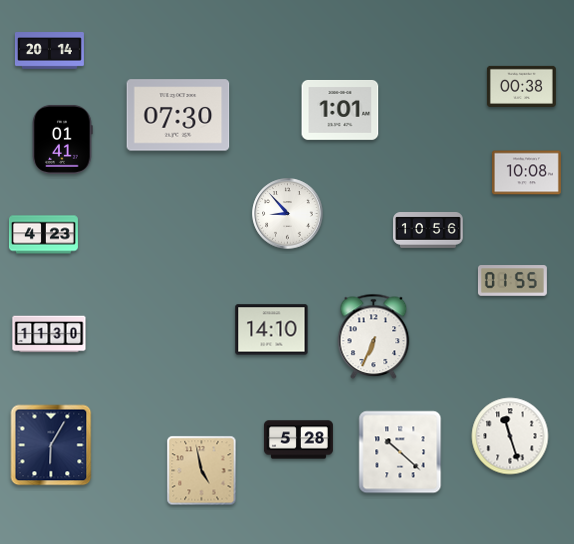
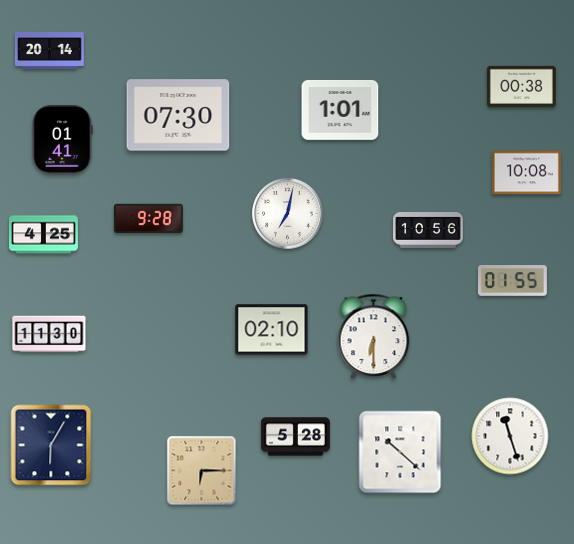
clock at (288, 214): 8:53 -> 7:02
clock at (148, 219): none -> 9:28
clock at (43, 235): 4:23 -> 4:25
clock at (272, 330): 14:10 -> 02:10
clock at (374, 337): 6:34 -> 6:30
clock at (298, 440) position: (298, 440) -> (295, 437)
clock at (202, 471): 4:58 -> 6:15
